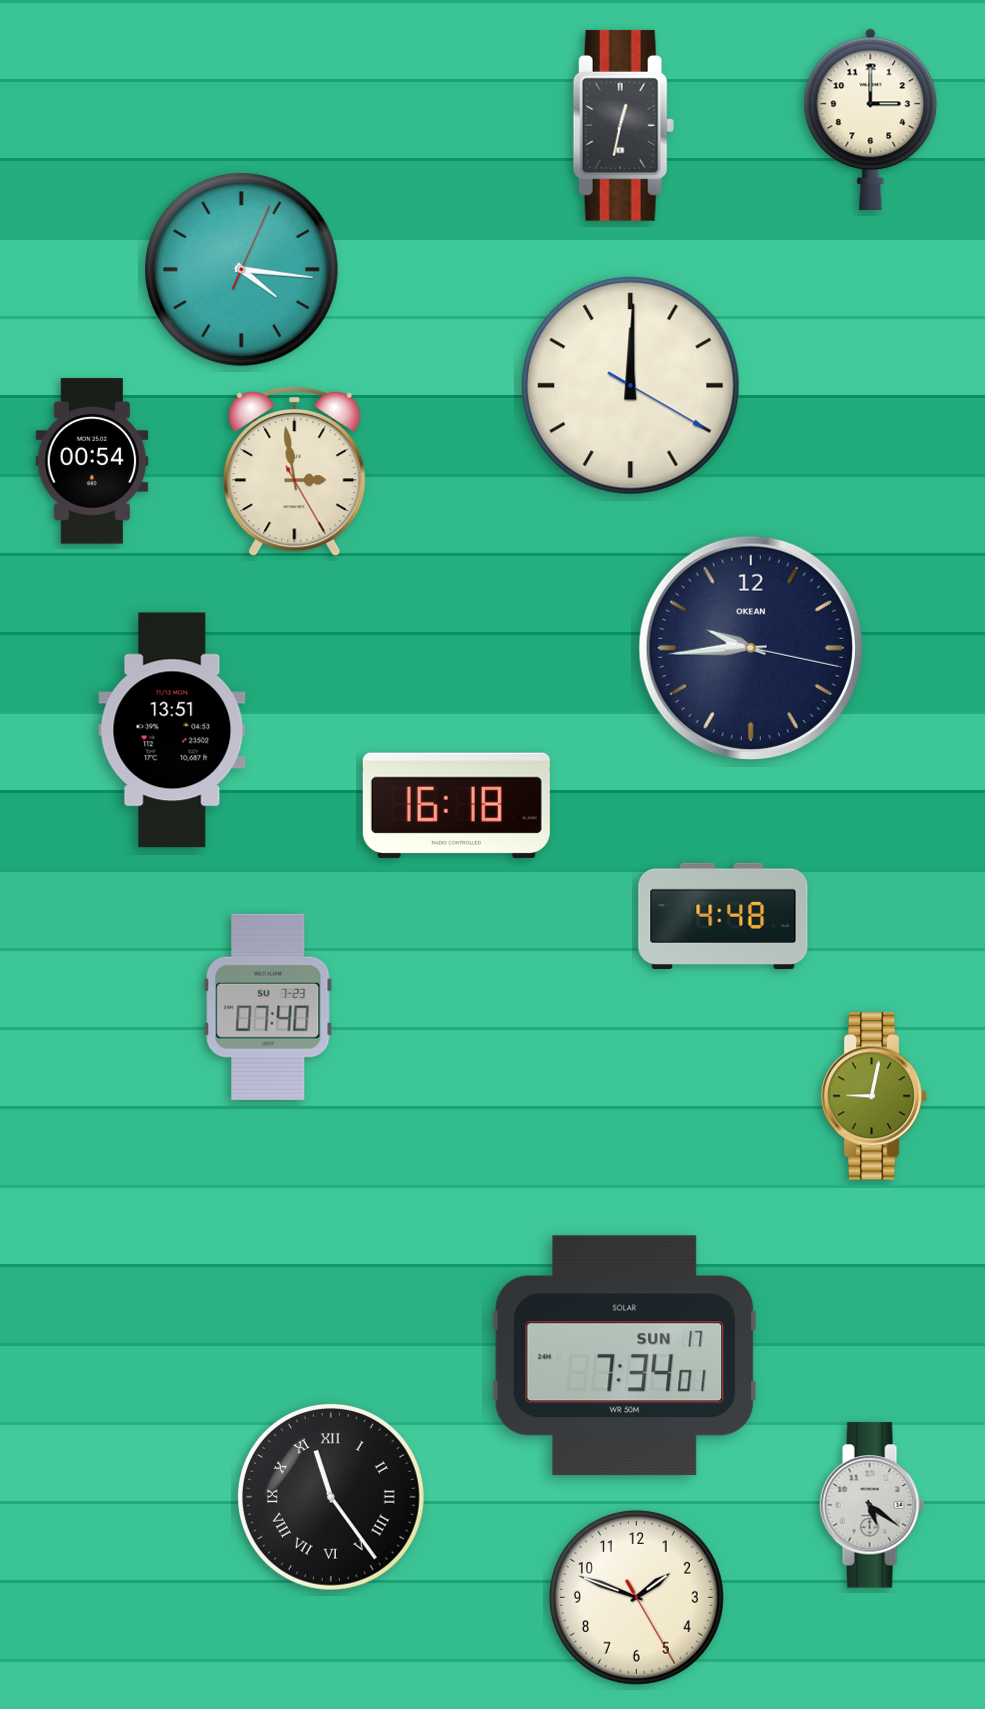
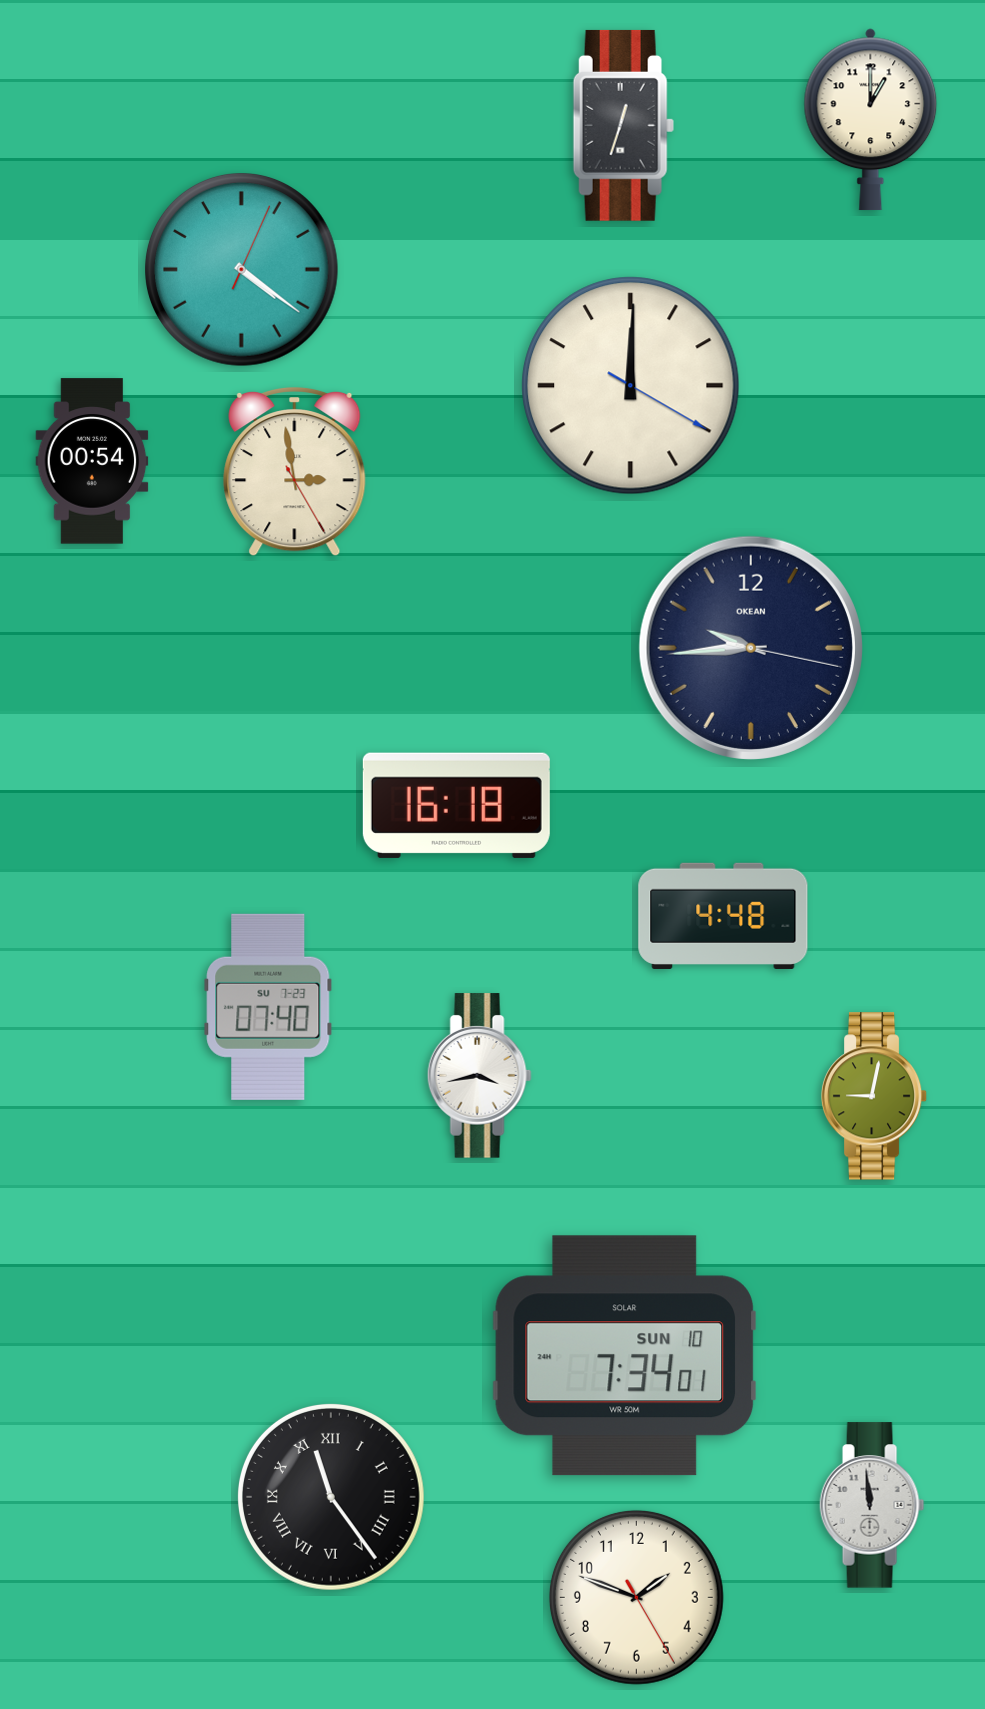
clock at (871, 119): 3:00 -> 1:00
clock at (623, 125): 12:32 -> 12:33
clock at (242, 270): 4:16 -> 4:21
clock at (172, 730): 13:51 -> none
clock at (479, 1076): none -> 3:43
clock at (624, 1356) date: SUN 17 -> SUN 10
clock at (872, 1505): 5:21 -> 11:59
